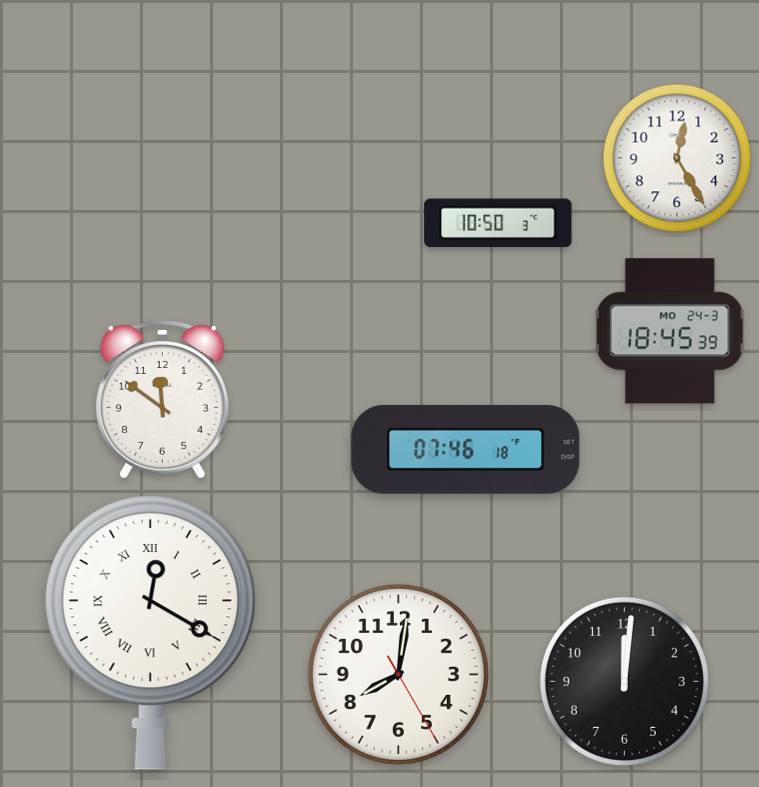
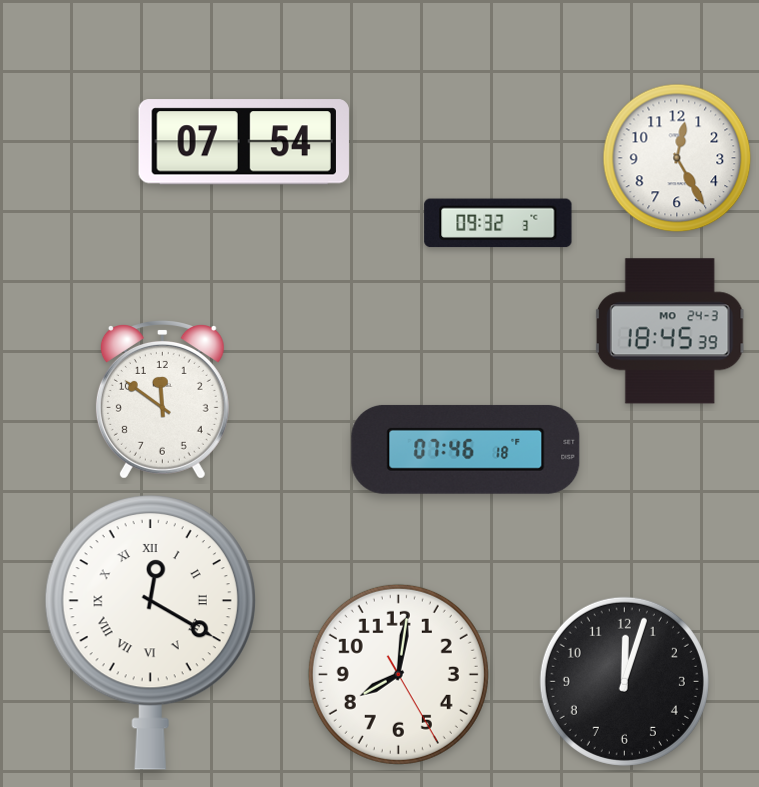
clock at (244, 142): none -> 07:54
clock at (498, 223): 10:50 -> 09:32
clock at (624, 681): 12:01 -> 12:03
